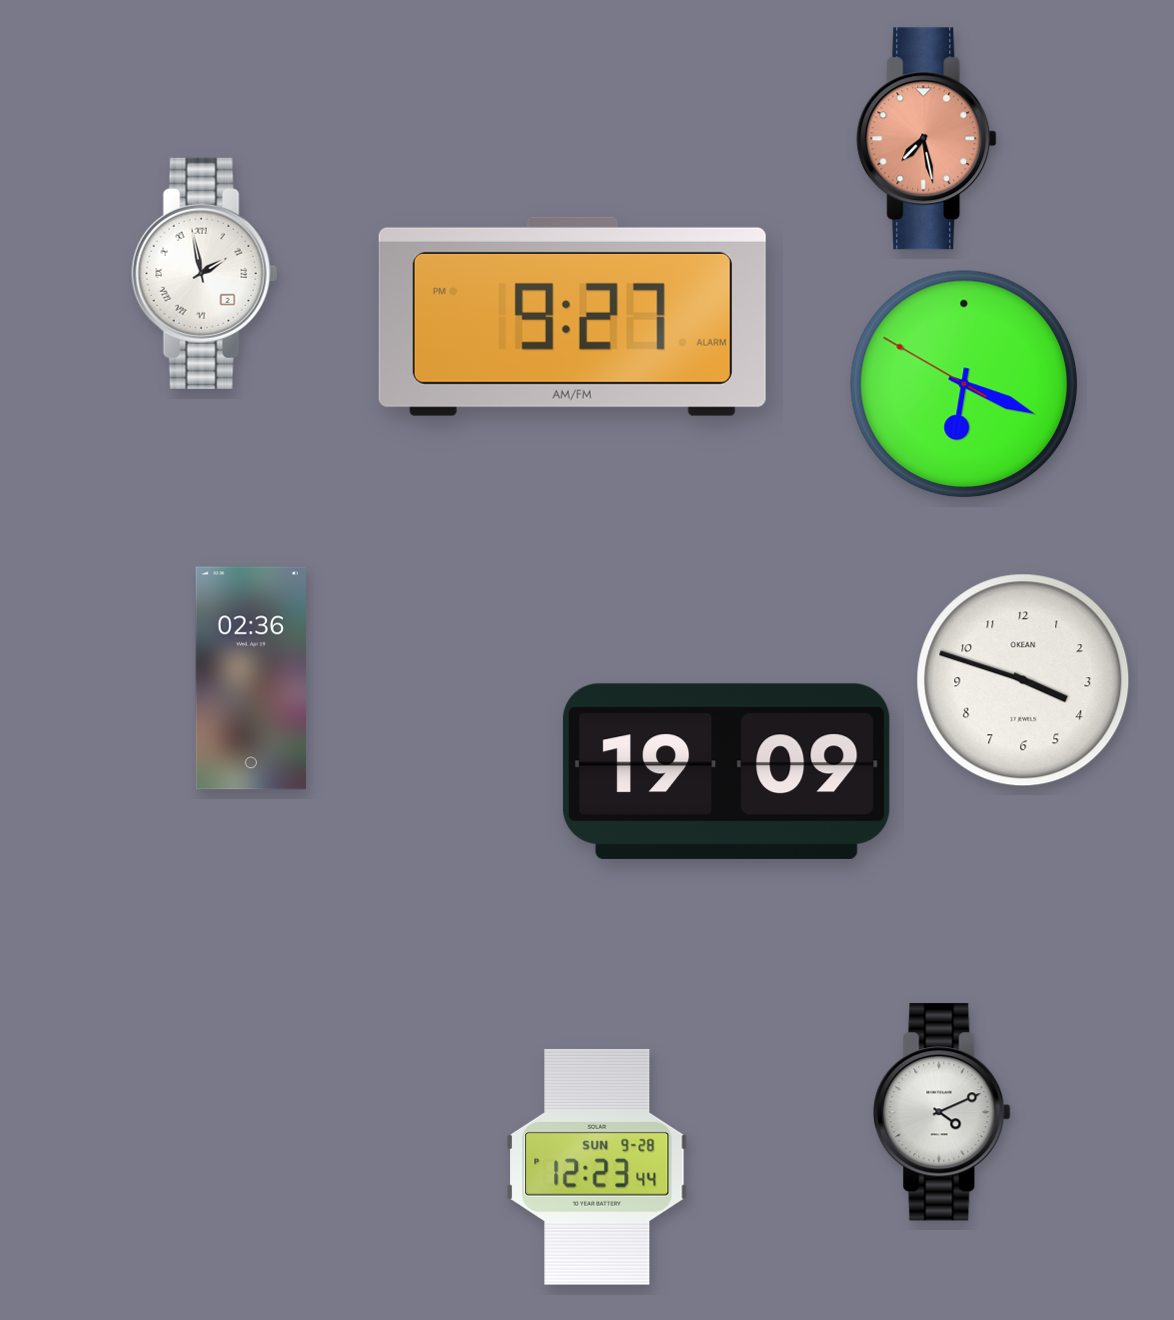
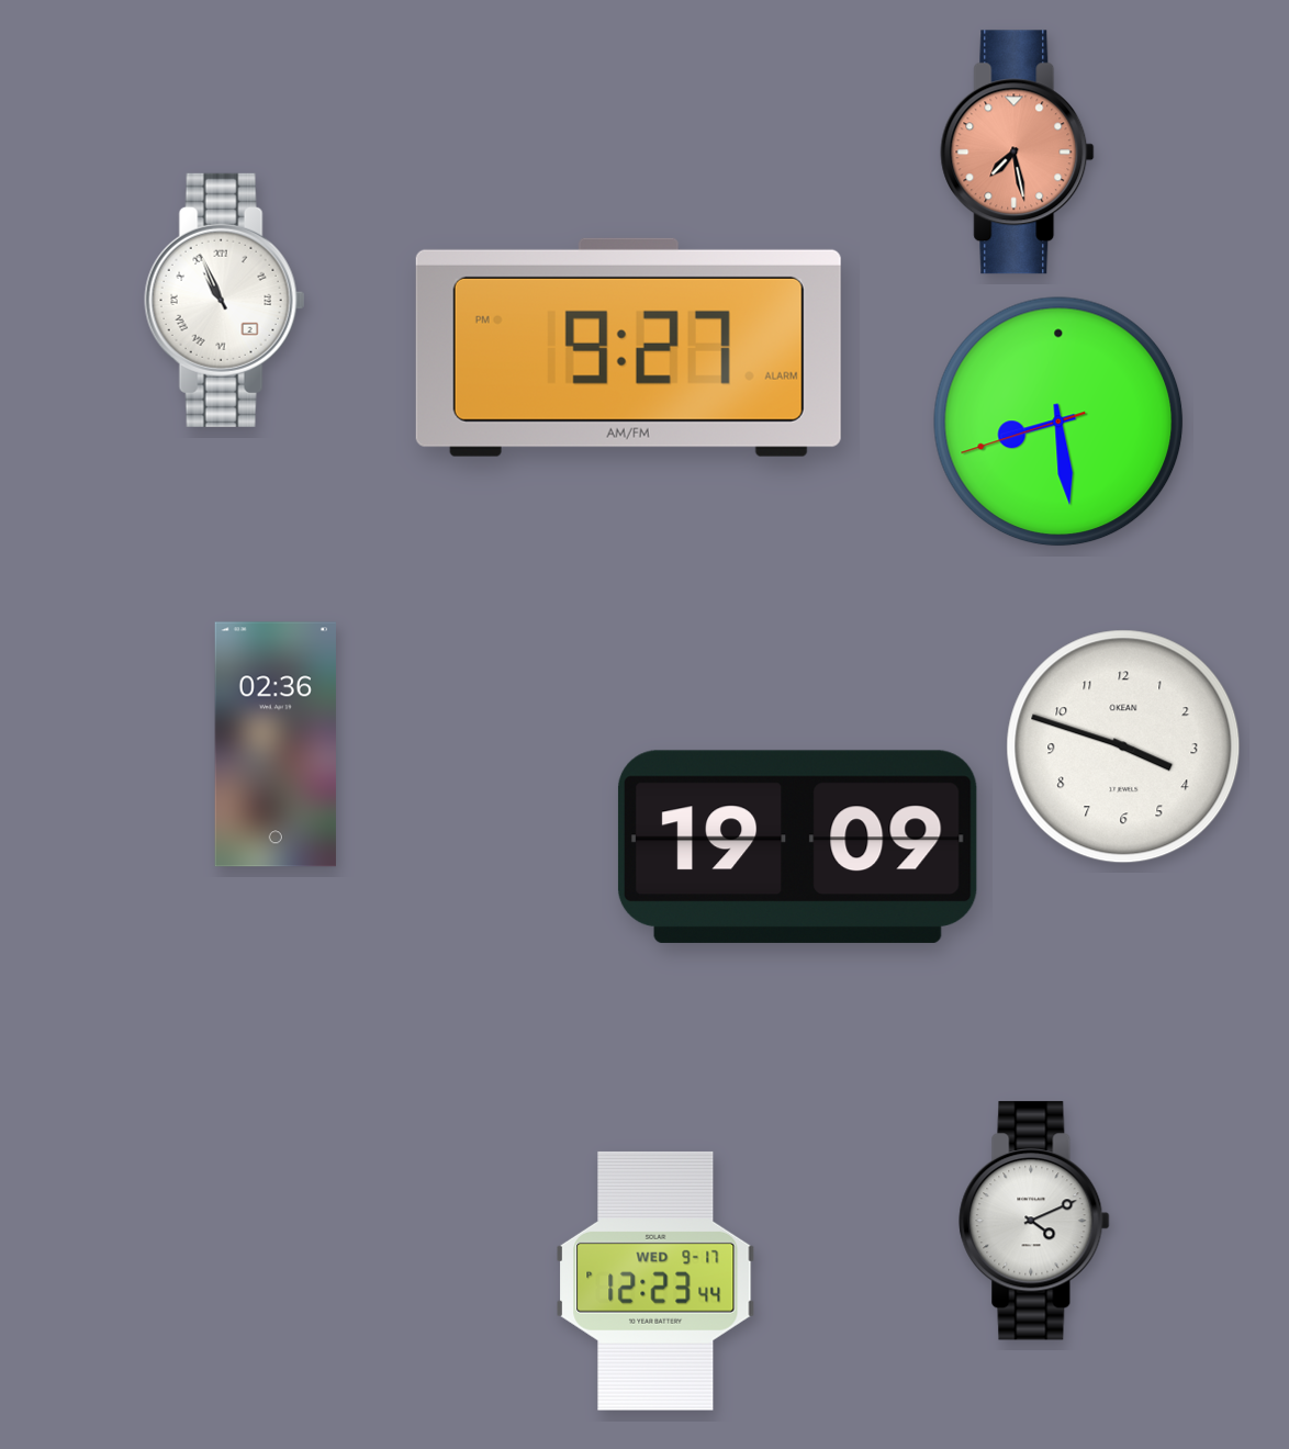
clock at (205, 273): 1:58 -> 10:56
clock at (964, 384): 6:18 -> 8:28
clock at (597, 1167) date: SUN 9-28 -> WED 9-17
